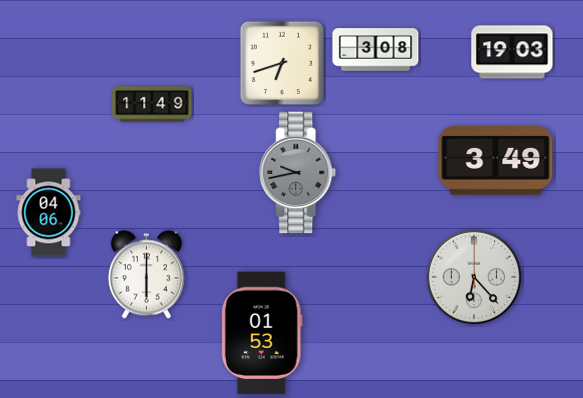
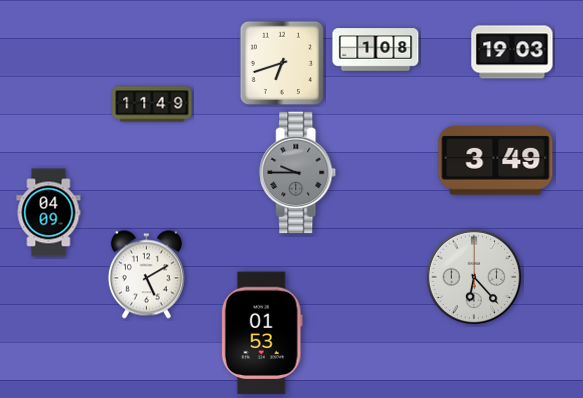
clock at (376, 50): 3:08 -> 1:08
clock at (298, 173): 9:43 -> 9:45
clock at (49, 213): 04:06 -> 04:09
clock at (146, 275): 6:00 -> 5:10
